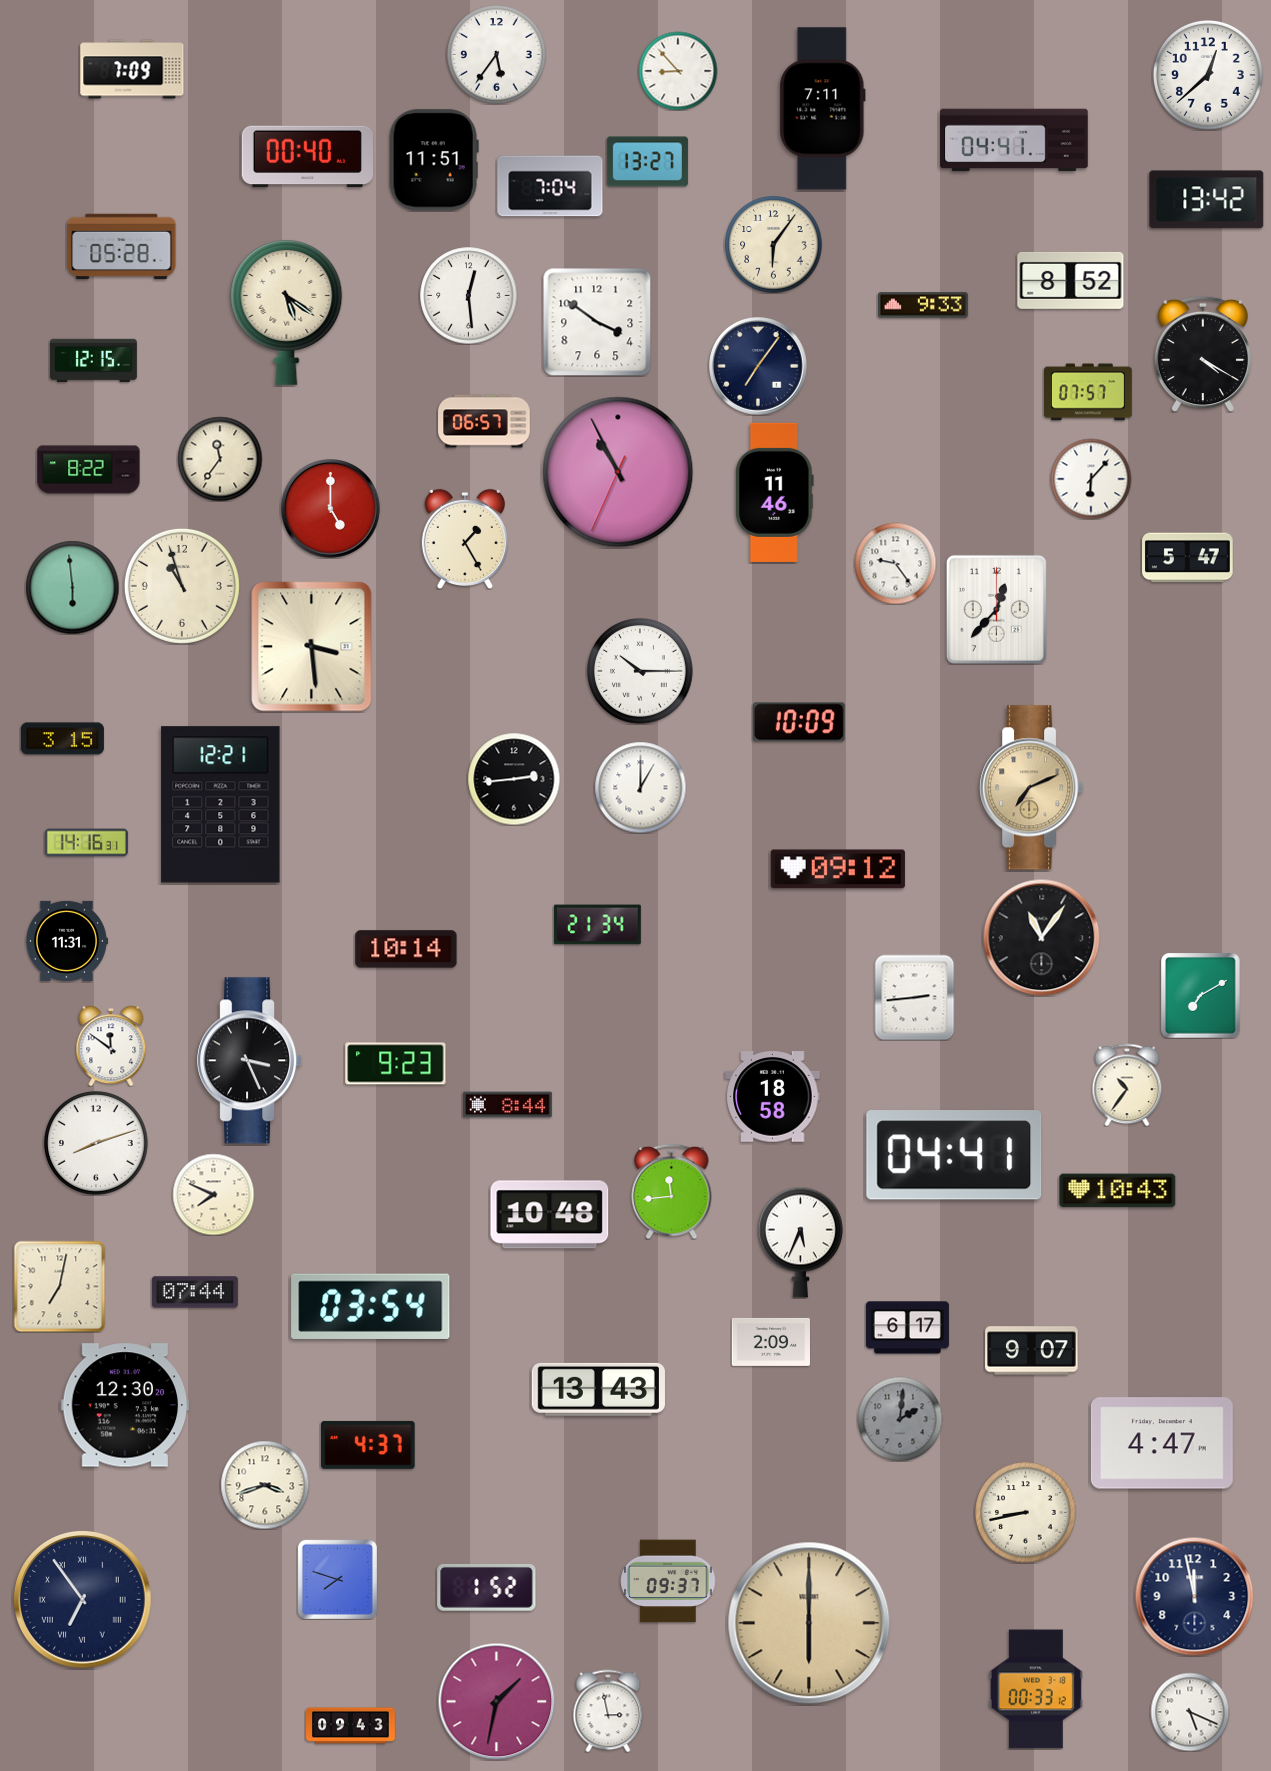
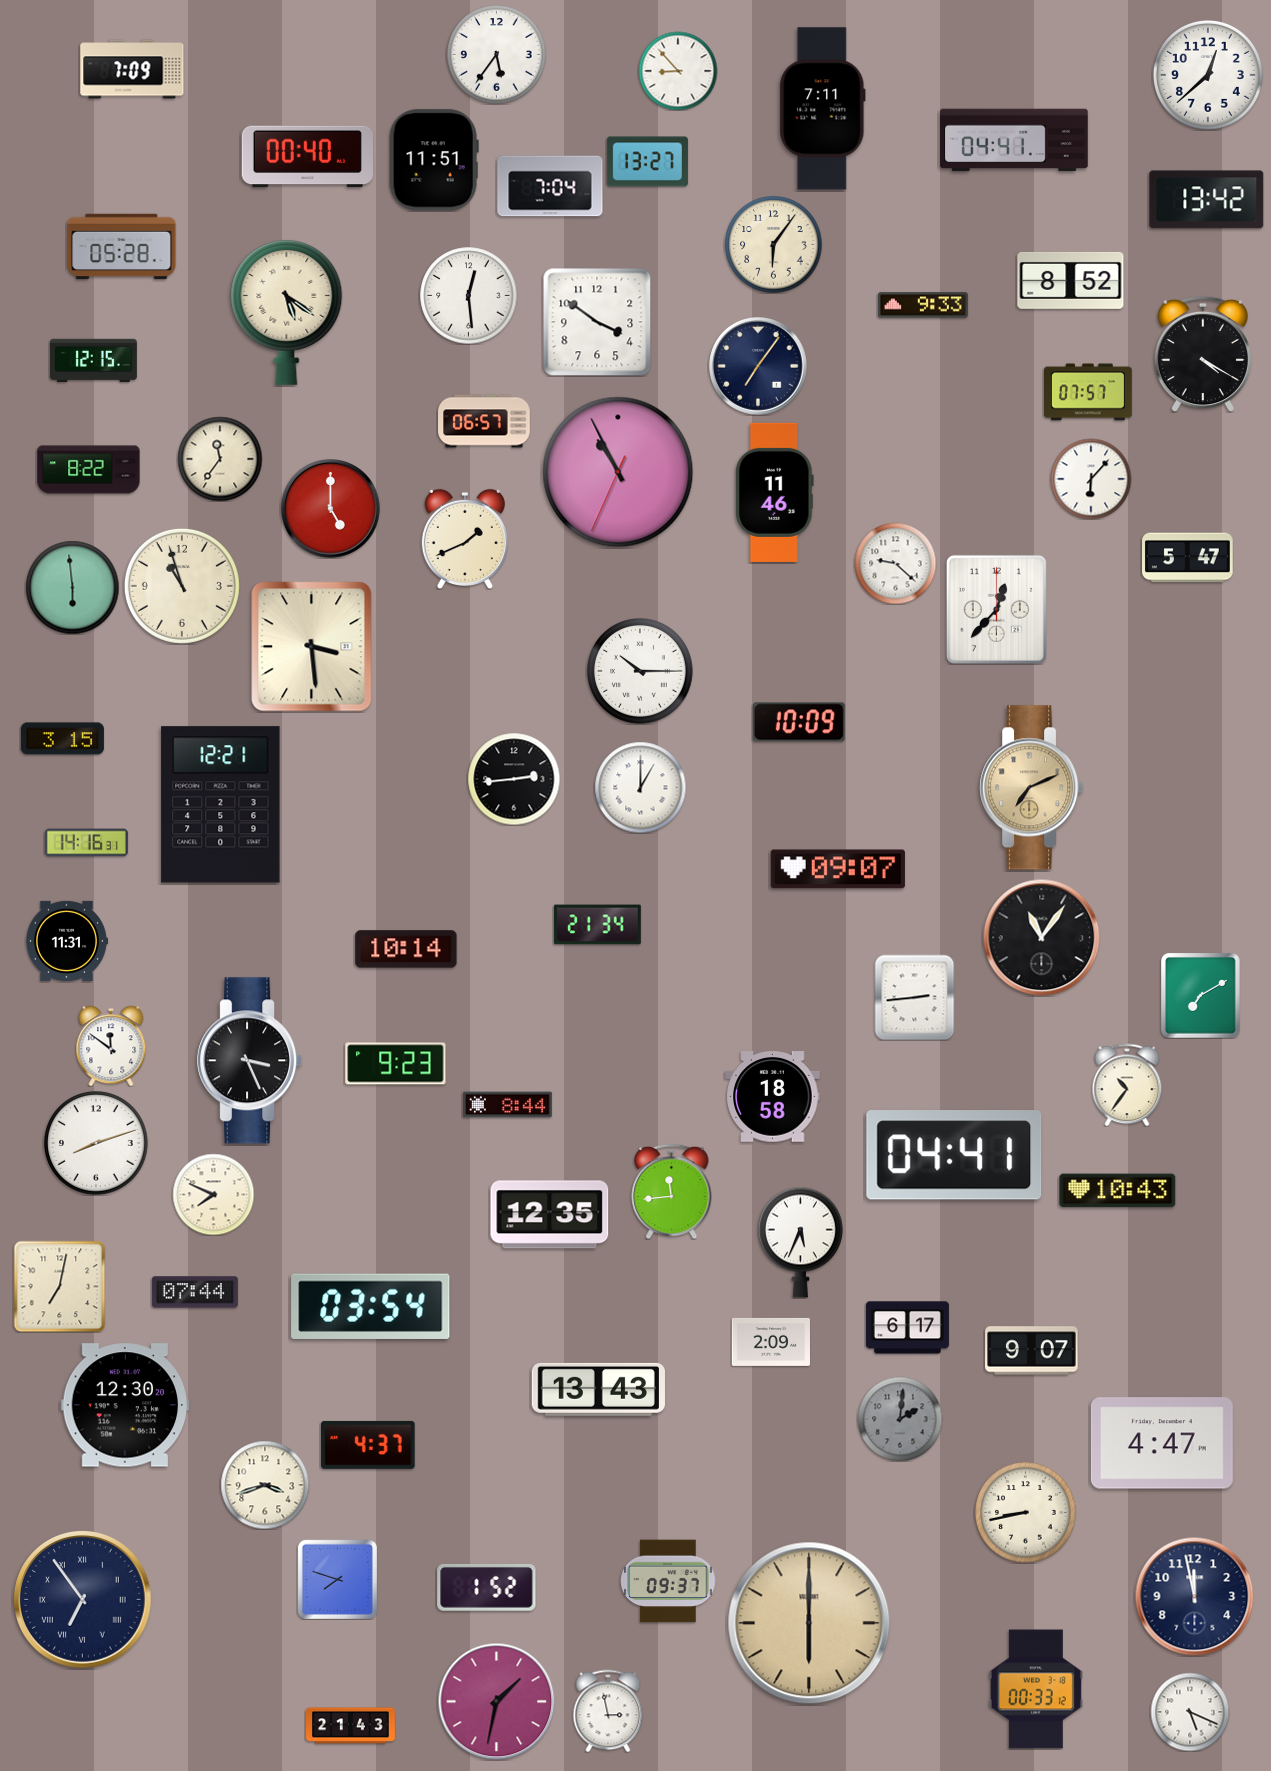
clock at (465, 538): 1:25 -> 1:41
clock at (895, 563): 9:24 -> 9:22
clock at (838, 869): 09:12 -> 09:07
clock at (550, 1215): 10:48 -> 12:35
clock at (351, 1726): 09:43 -> 21:43
